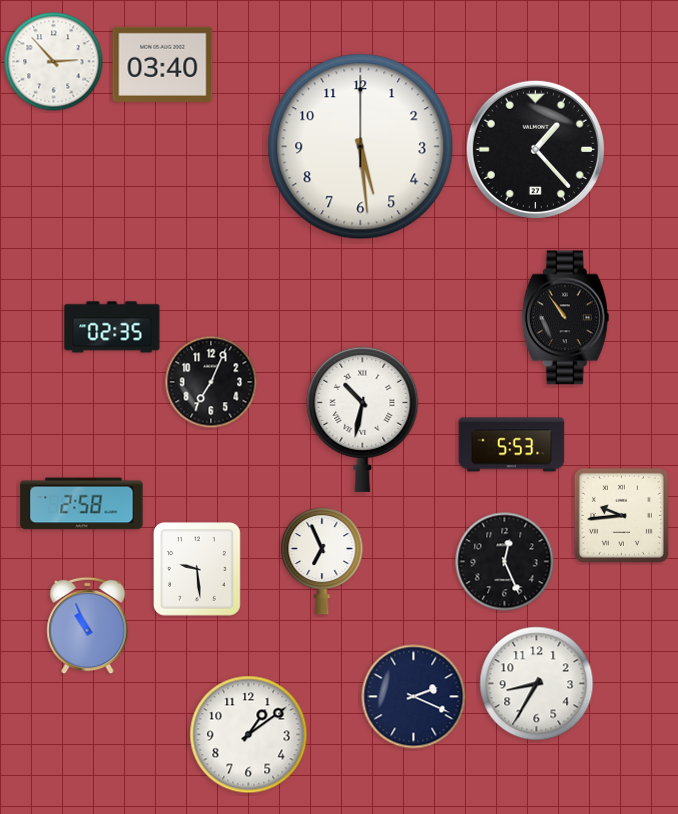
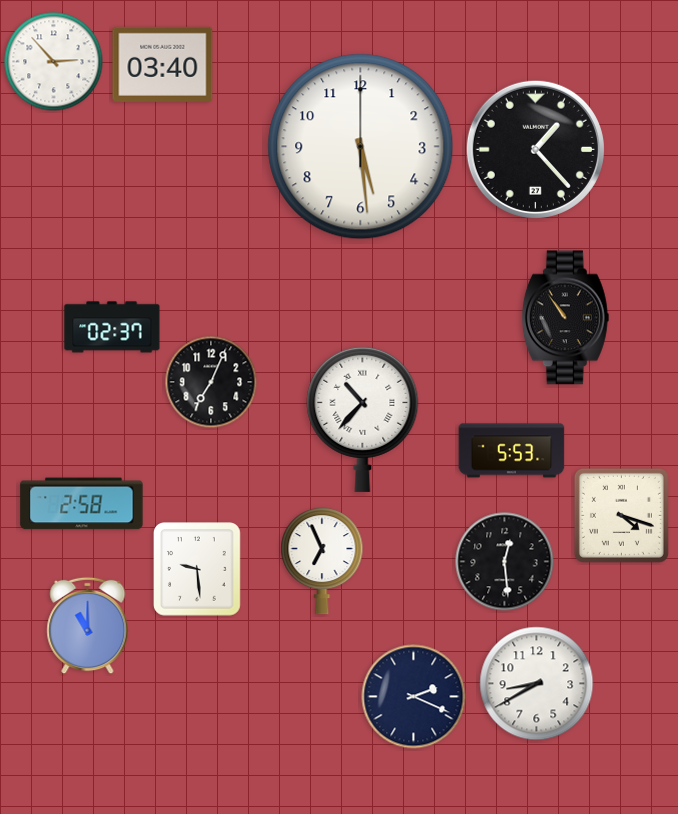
clock at (112, 327): 02:35 -> 02:37
clock at (363, 419): 10:32 -> 10:37
clock at (512, 445) position: (512, 445) -> (512, 451)
clock at (621, 515): 9:44 -> 4:18
clock at (505, 562): 12:26 -> 12:29
clock at (88, 626): 10:56 -> 11:00
clock at (537, 684): 8:35 -> 8:40
clock at (249, 735): 1:09 -> none
